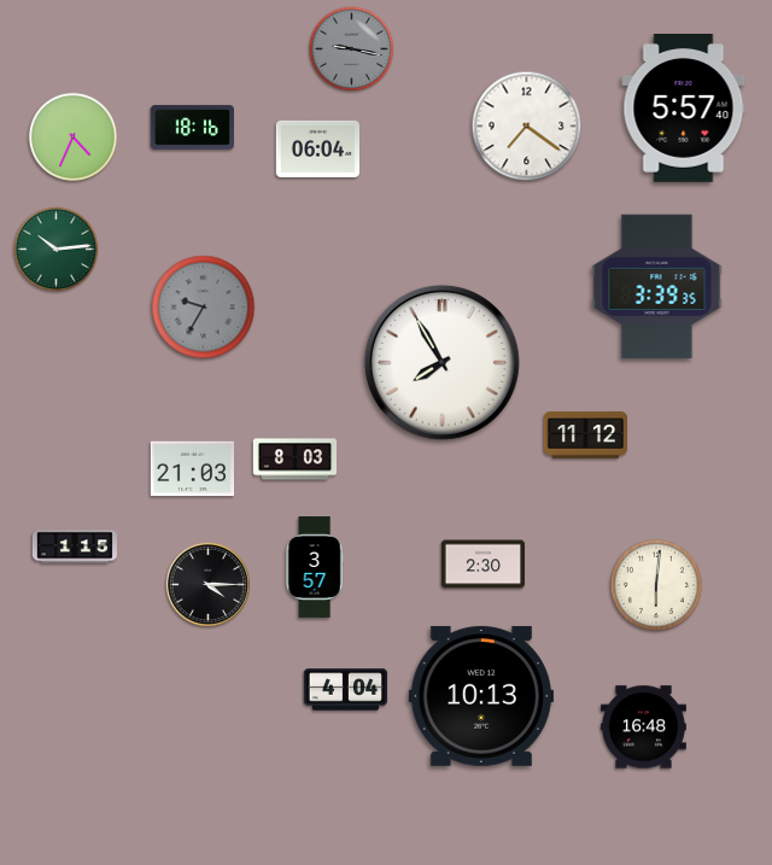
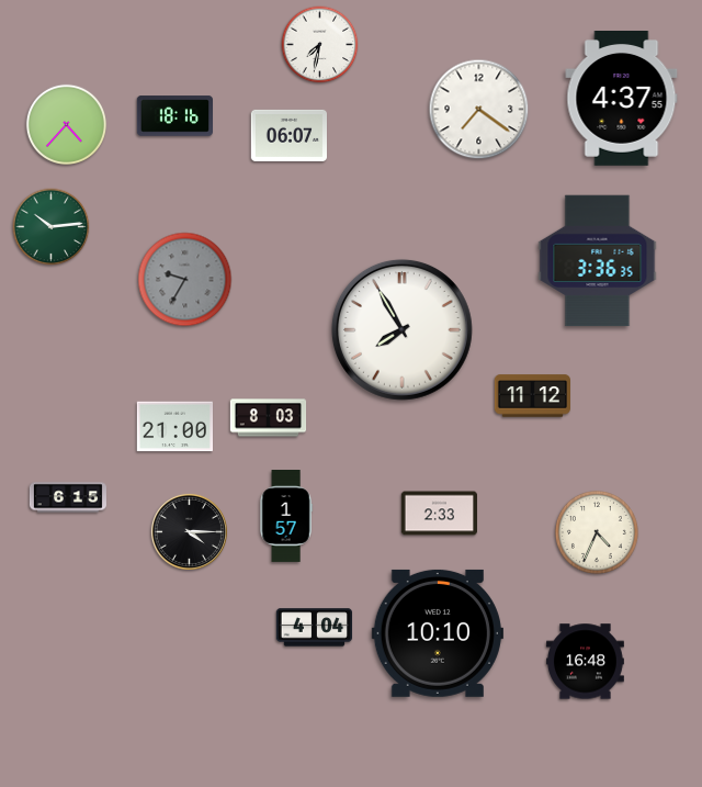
clock at (352, 49): 9:17 -> 7:32
clock at (352, 49) dial: grey -> white
clock at (684, 109): 5:57 -> 4:37
clock at (527, 127) position: (527, 127) -> (479, 110)
clock at (72, 136): 4:34 -> 4:37
clock at (317, 148): 06:04 -> 06:07
clock at (657, 287): 3:39 -> 3:36
clock at (192, 469): 21:03 -> 21:00
clock at (75, 547): 1:15 -> 6:15
clock at (482, 565): 2:30 -> 2:33
clock at (315, 568): 3:57 -> 1:57
clock at (656, 585): 6:01 -> 4:34
clock at (481, 696): 10:13 -> 10:10
